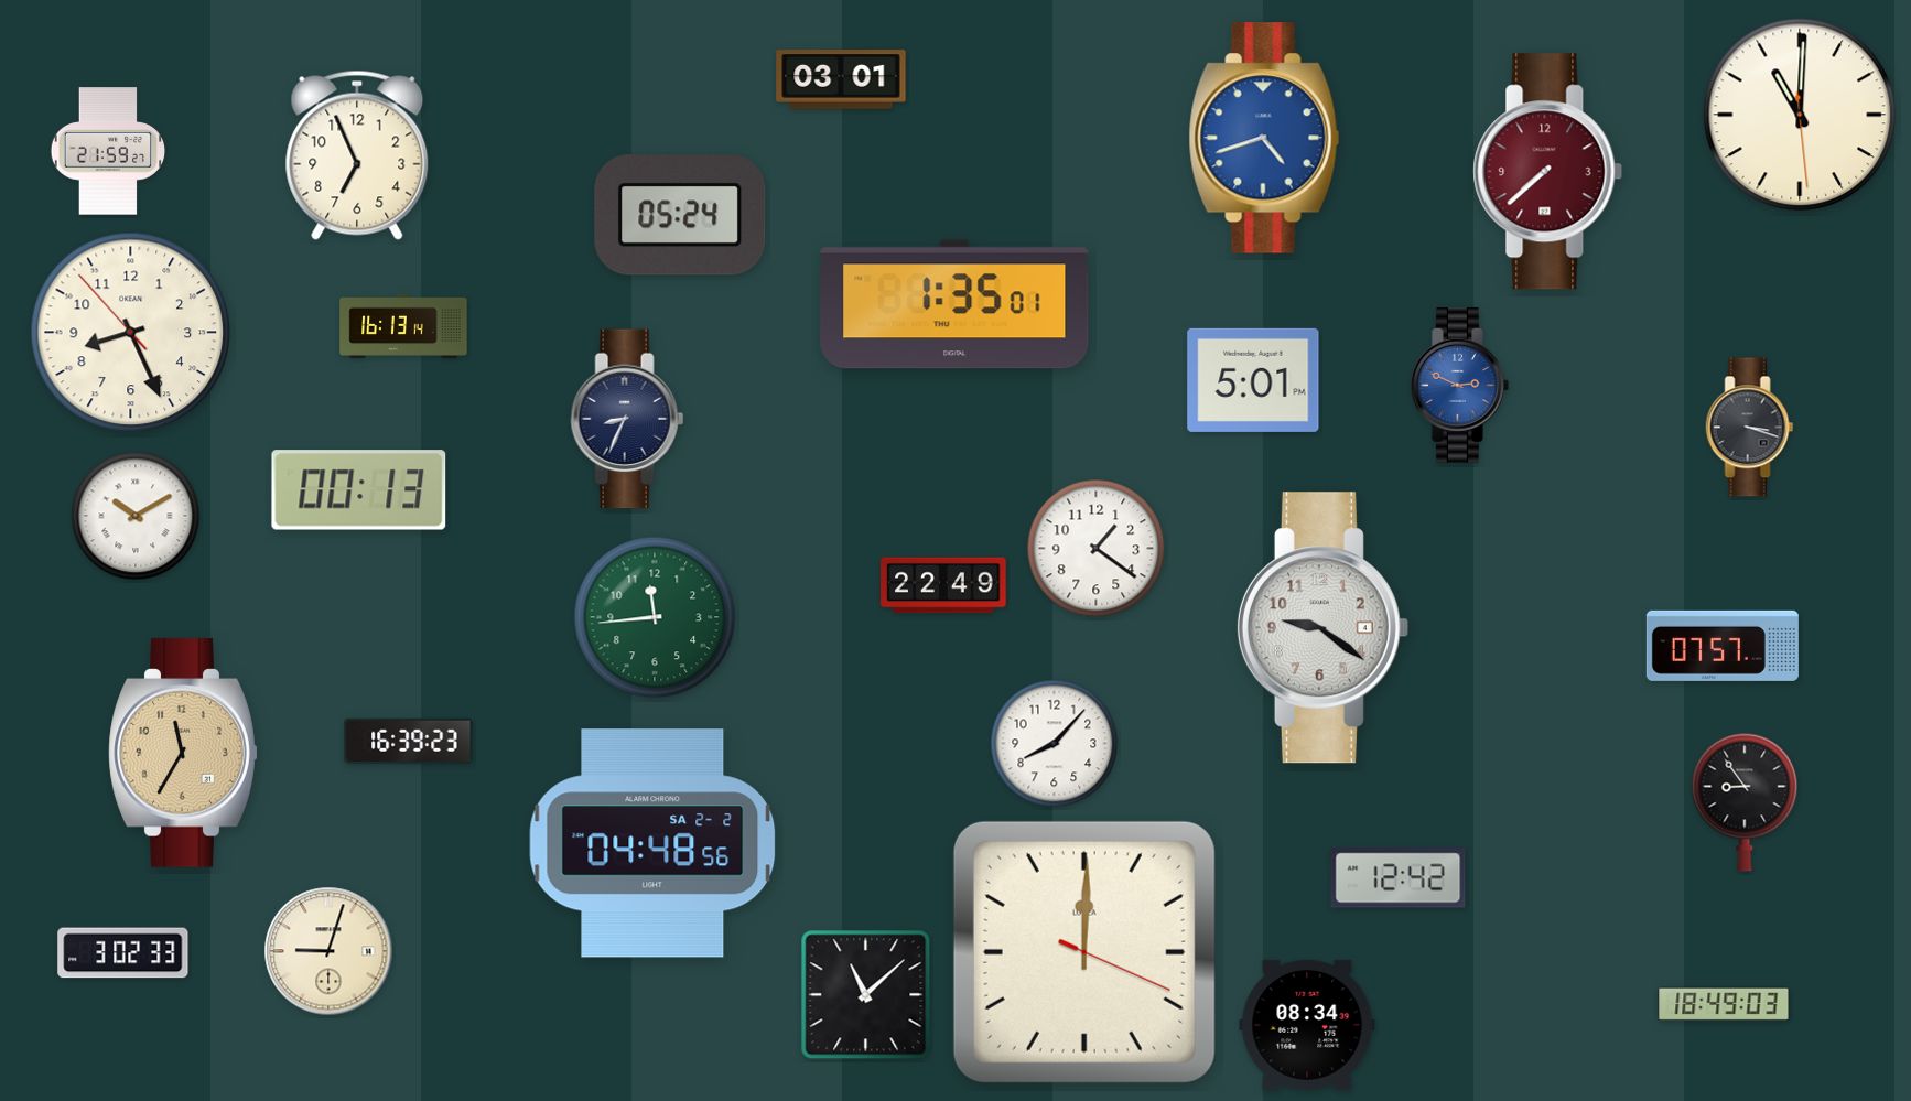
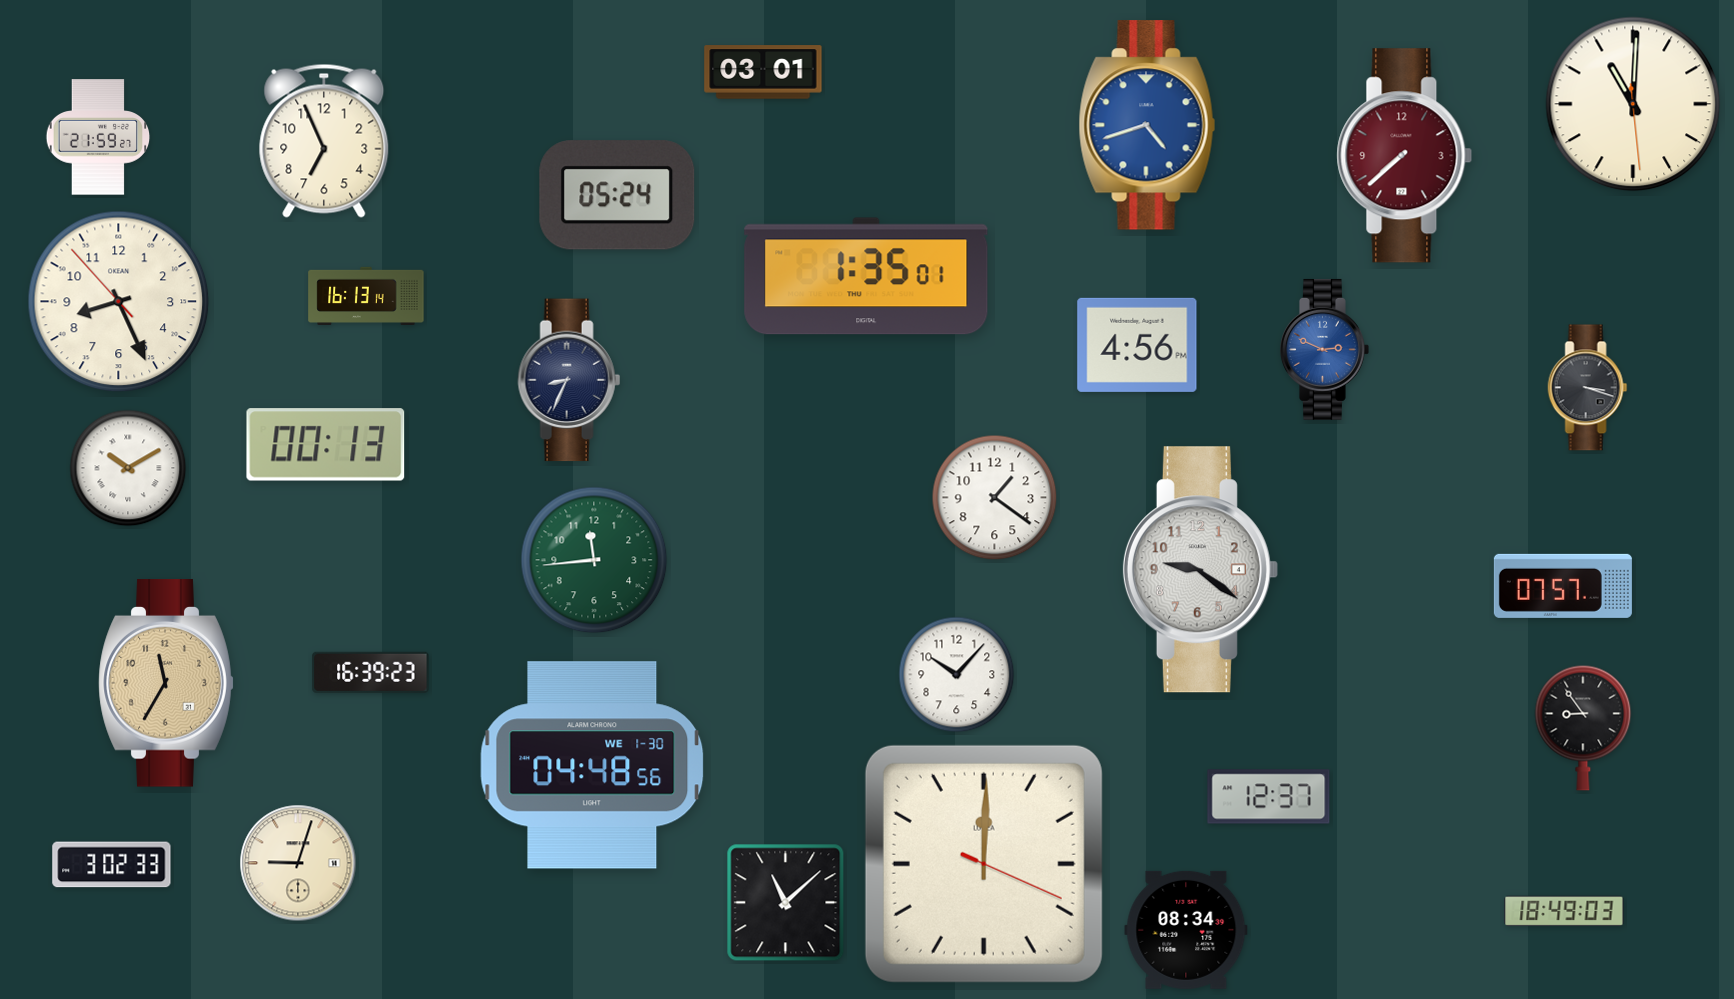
clock at (1253, 380): 5:01 -> 4:56
clock at (136, 516) position: (136, 516) -> (128, 468)
clock at (943, 585): 22:49 -> none
clock at (1055, 744): 8:07 -> 10:07
clock at (652, 843) date: SA 2-2 -> WE 1-30
clock at (1399, 878): 12:42 -> 12:37
